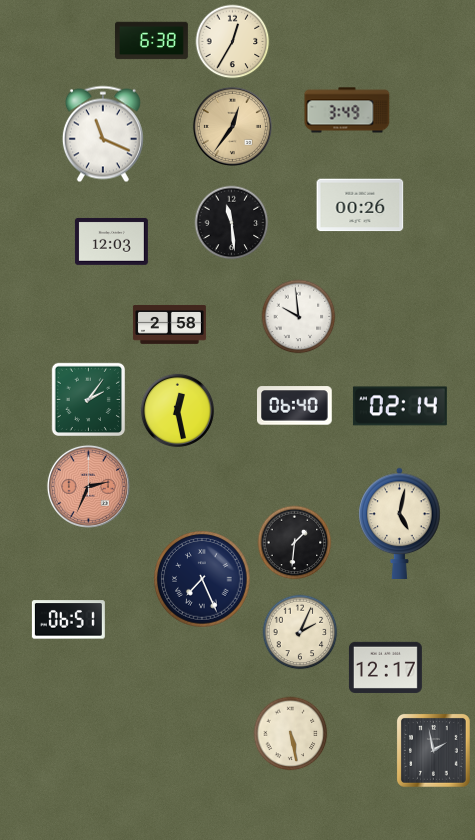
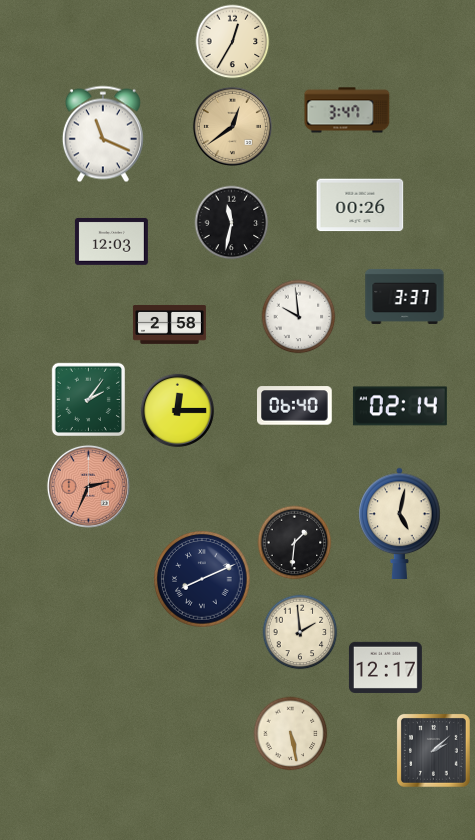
clock at (151, 41): 6:38 -> none
clock at (347, 110): 3:49 -> 3:47
clock at (232, 126): 12:36 -> 12:39
clock at (232, 223): 11:29 -> 11:32
clock at (405, 296): none -> 3:37
clock at (177, 410): 12:28 -> 12:15
clock at (202, 579): 7:26 -> 8:11
clock at (68, 620): 06:51 -> none
clock at (300, 632): 2:04 -> 1:59
clock at (434, 751): 1:58 -> 2:08
